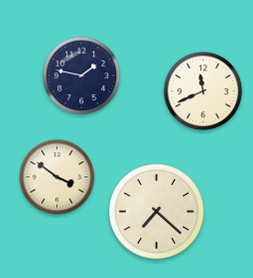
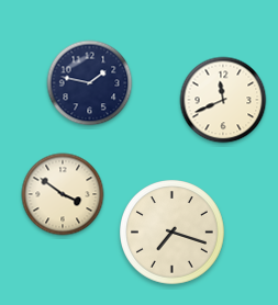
clock at (157, 212): 7:22 -> 7:18
